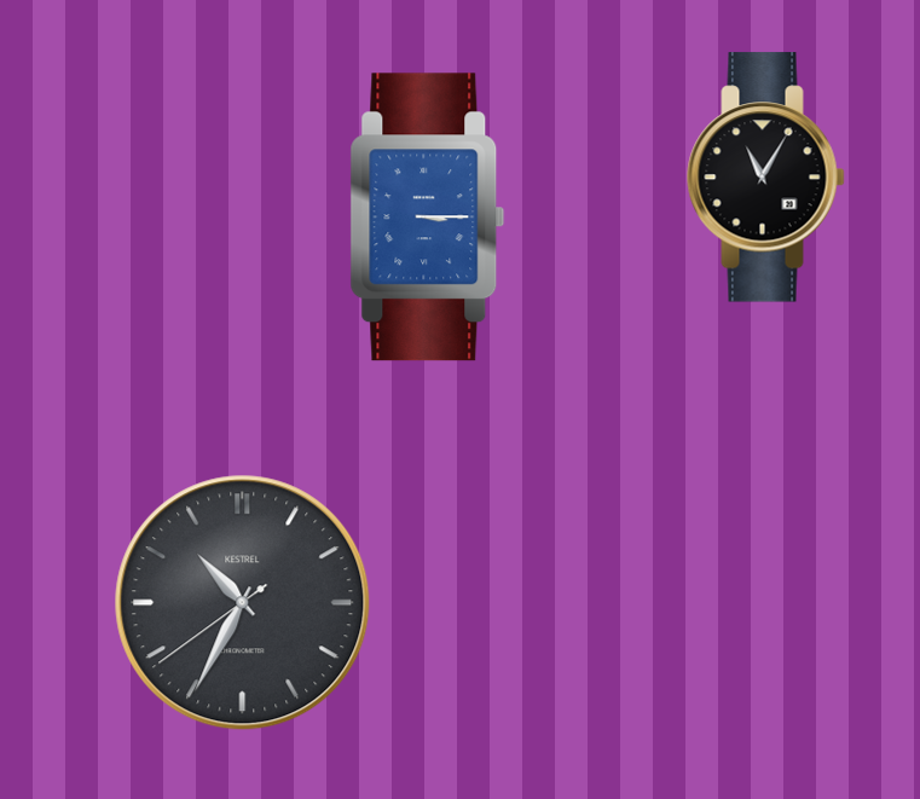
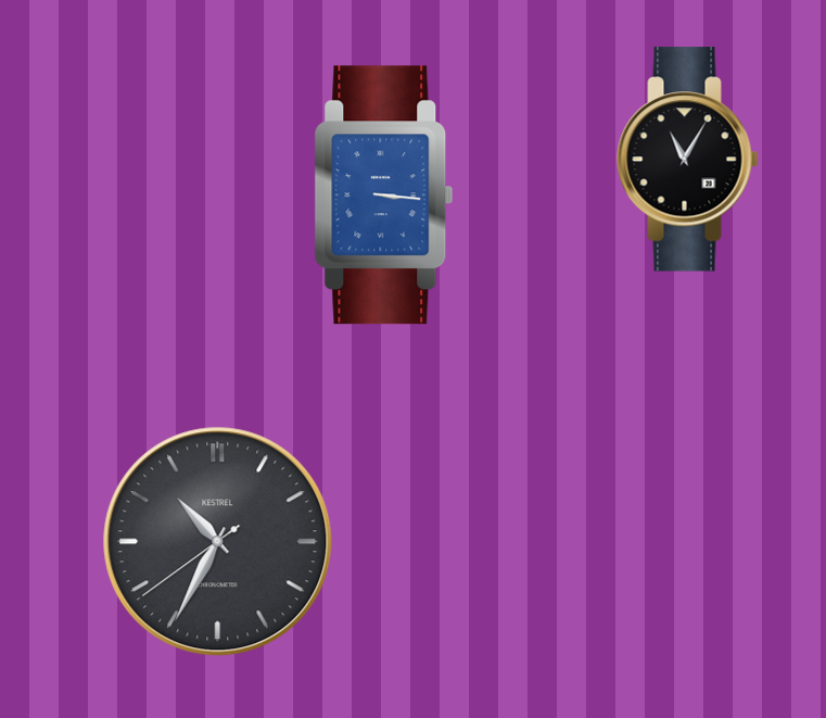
clock at (428, 218): 3:15 -> 3:16
